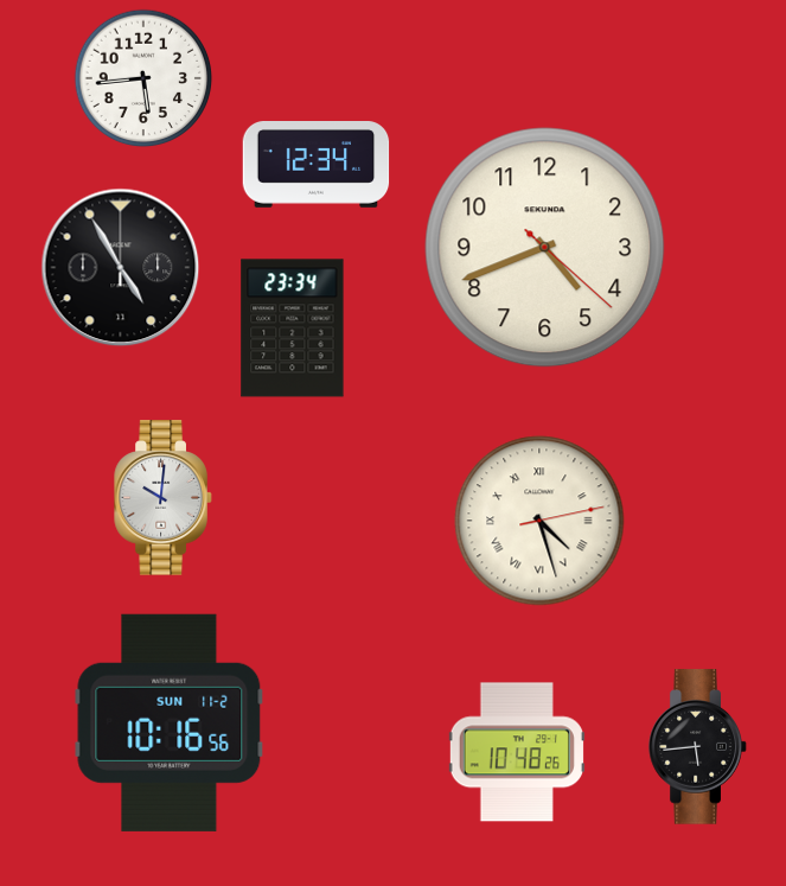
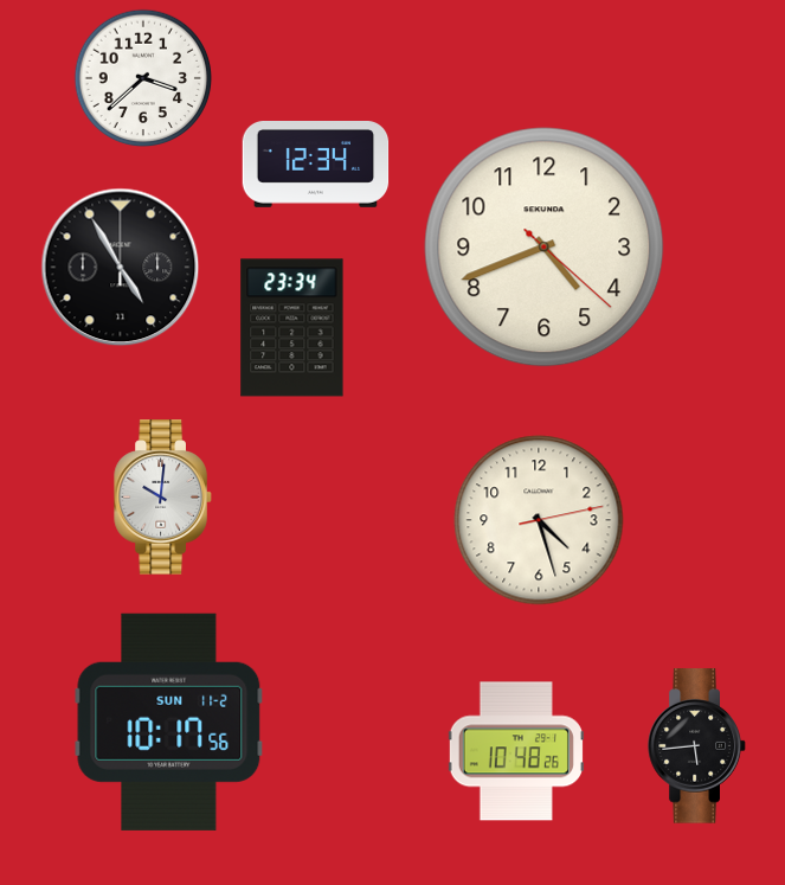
clock at (143, 78): 5:44 -> 3:38
clock at (539, 521) numerals: Roman -> Arabic
clock at (170, 722): 10:16 -> 10:17
